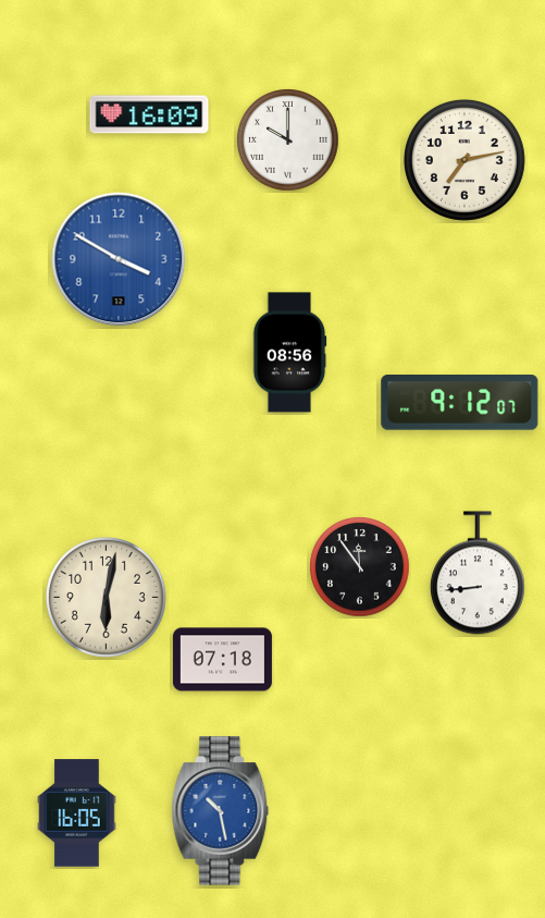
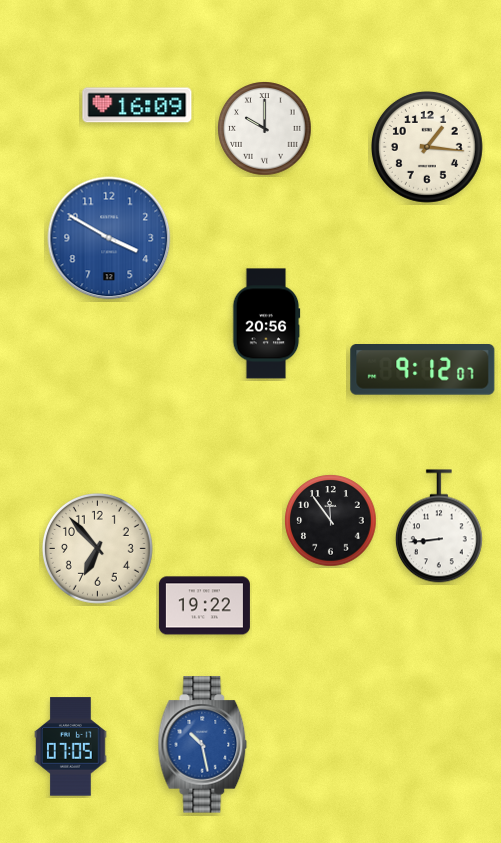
clock at (465, 160): 7:13 -> 1:16
clock at (289, 353): 08:56 -> 20:56
clock at (106, 597): 6:02 -> 6:53
clock at (222, 660): 07:18 -> 19:22
clock at (77, 813): 16:05 -> 07:05
